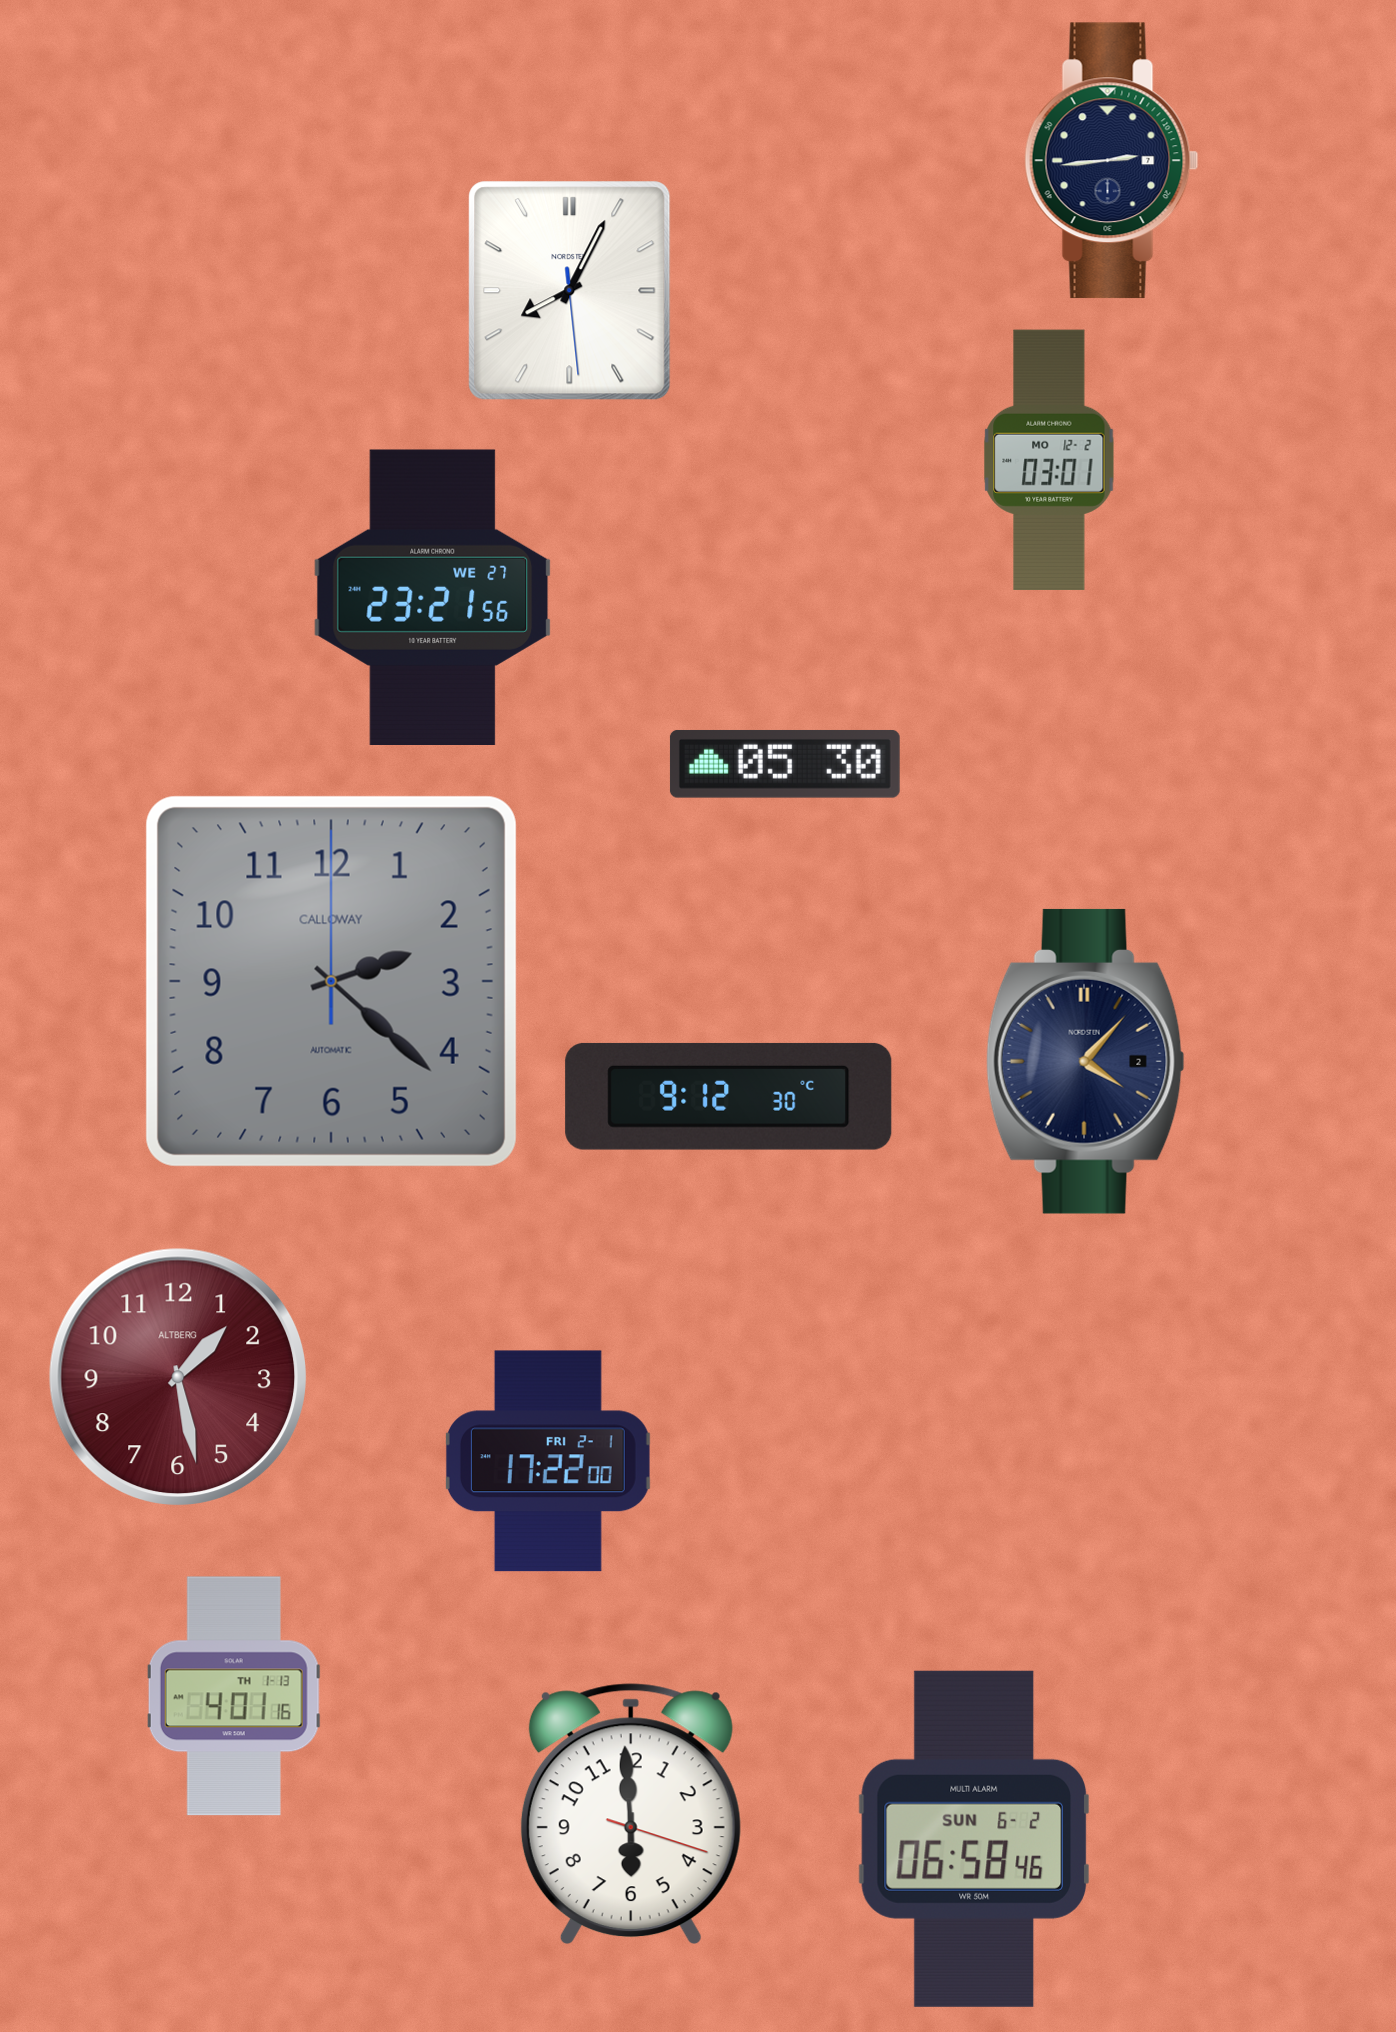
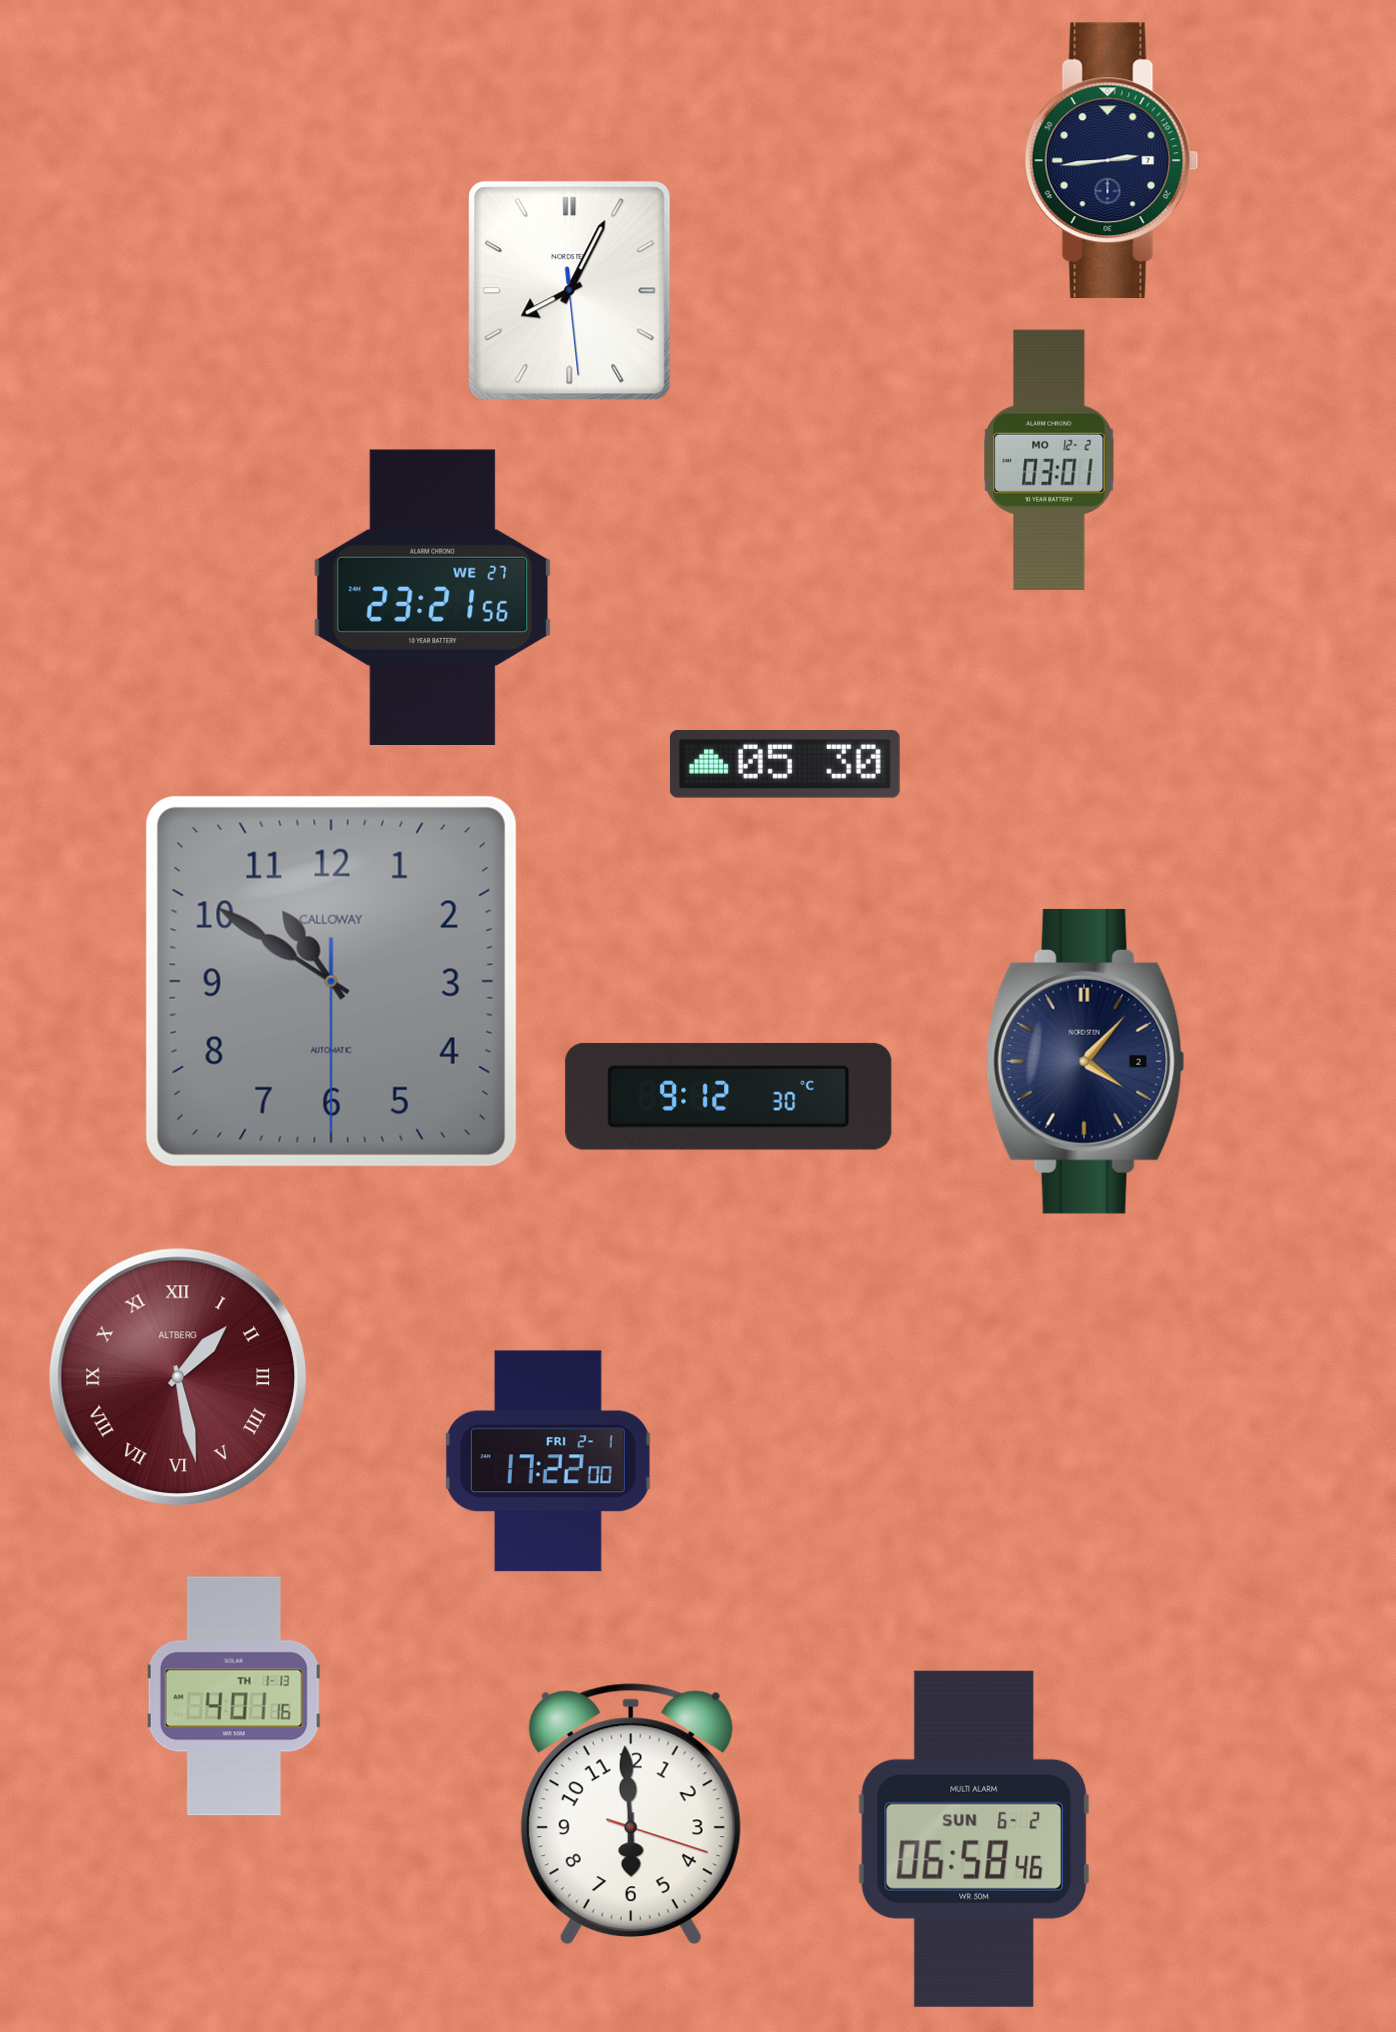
clock at (331, 981): 2:22 -> 10:50
clock at (177, 1376) numerals: Arabic -> Roman
